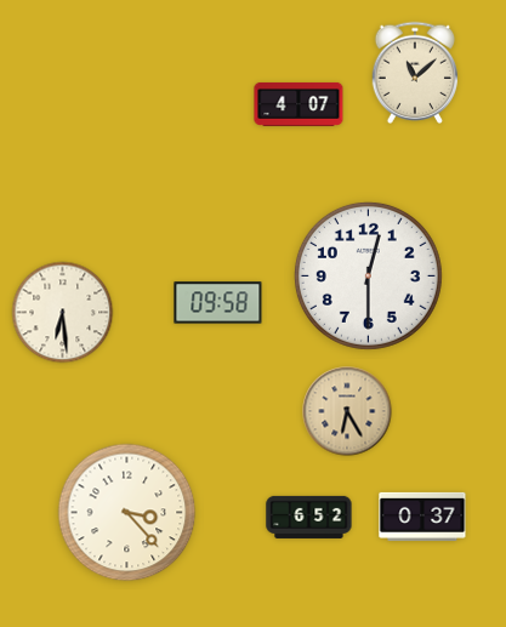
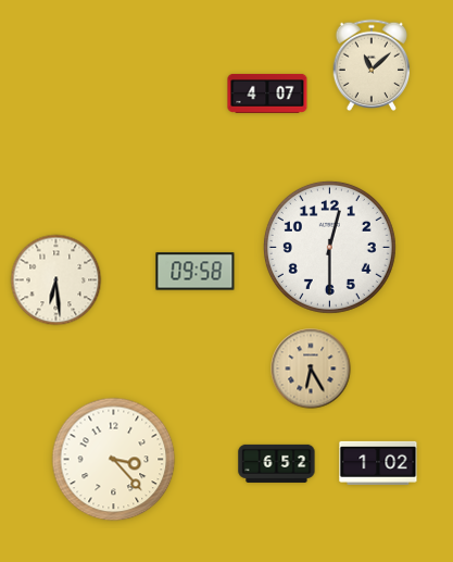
clock at (422, 517): 0:37 -> 1:02
